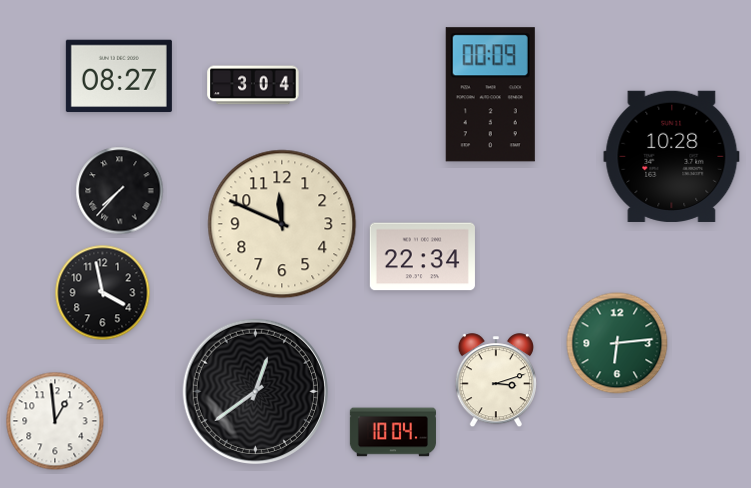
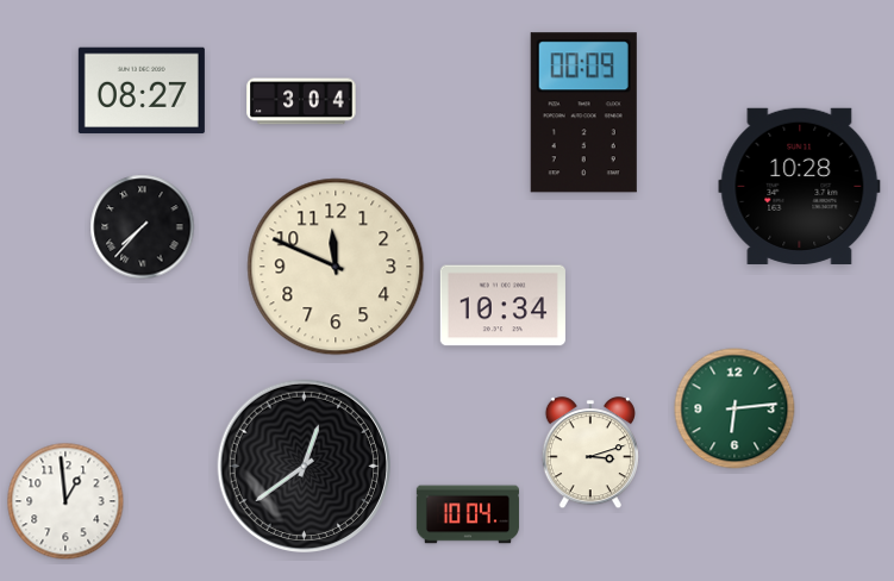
clock at (422, 257): 22:34 -> 10:34
clock at (103, 293): 3:58 -> none
